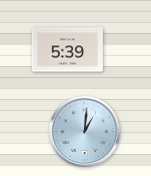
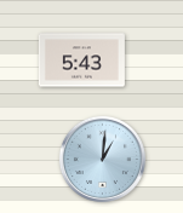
clock at (67, 50): 5:39 -> 5:43
